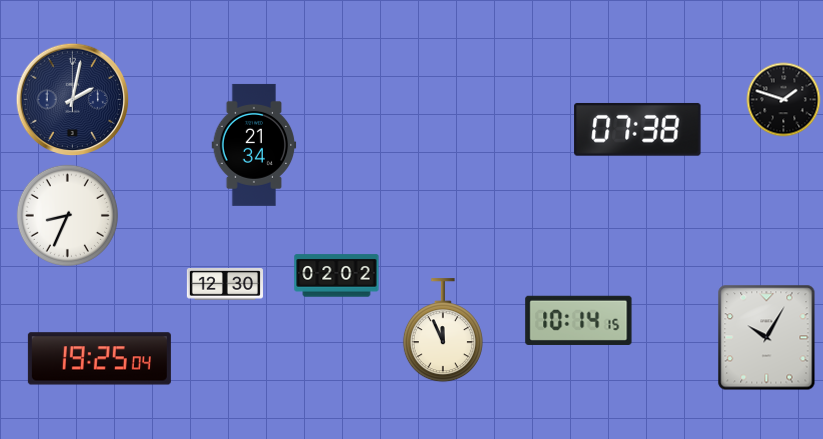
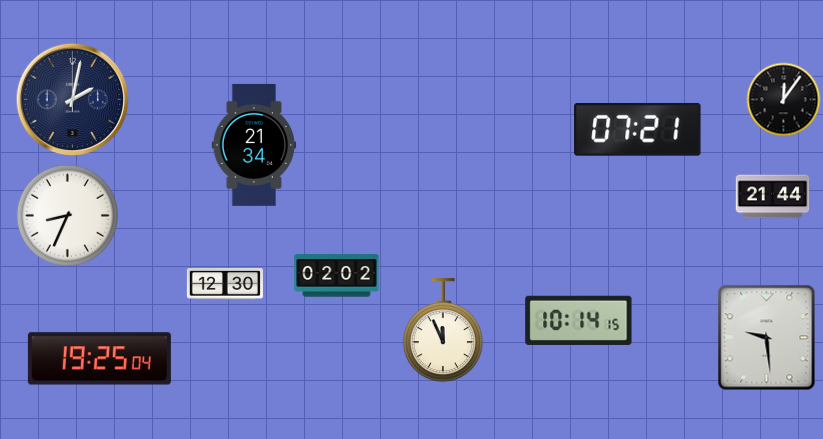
clock at (784, 100): 1:48 -> 12:06
clock at (638, 129): 07:38 -> 07:21
clock at (773, 197): none -> 21:44
clock at (767, 338): 10:05 -> 9:29
